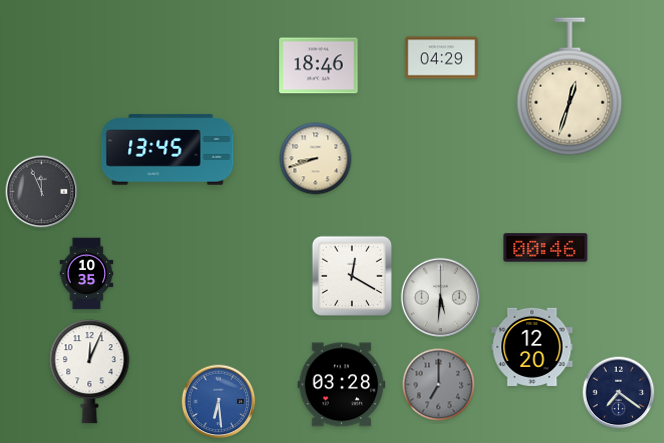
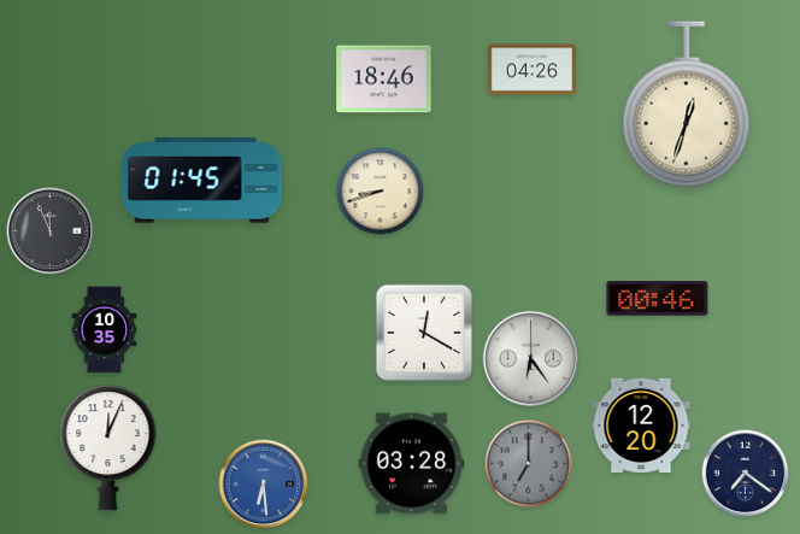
clock at (442, 58): 04:29 -> 04:26
clock at (168, 150): 13:45 -> 01:45
clock at (441, 298): 5:31 -> 6:24
clock at (532, 347) position: (532, 347) -> (641, 426)
